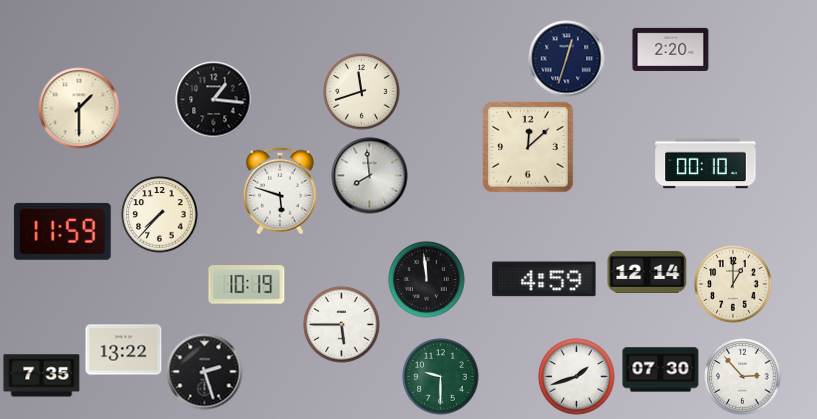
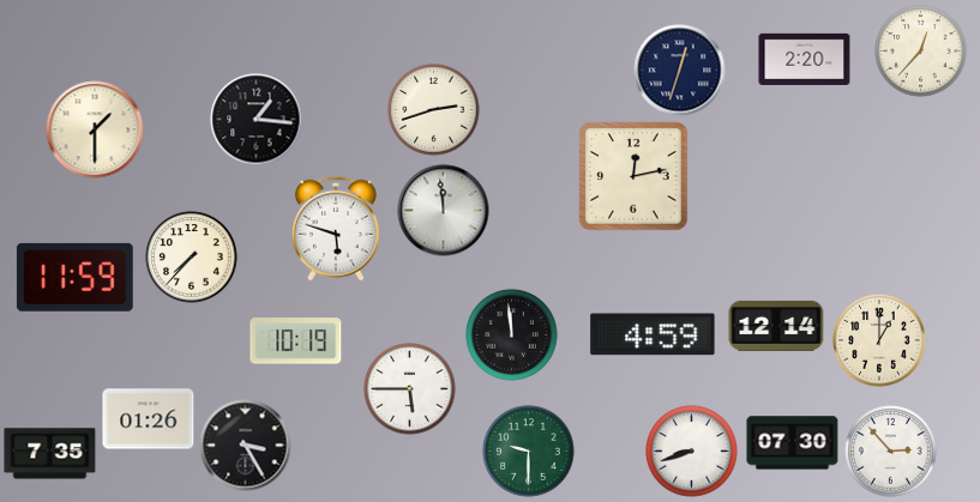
clock at (921, 52): none -> 12:37
clock at (362, 92): 11:42 -> 2:42
clock at (528, 147): 12:08 -> 12:13
clock at (706, 164): 00:10 -> none
clock at (370, 176): 7:59 -> 11:59
clock at (124, 350): 13:22 -> 01:26
clock at (205, 372): 2:27 -> 3:25
clock at (42, 376) position: (42, 376) -> (50, 454)
clock at (577, 377): 1:42 -> 8:42
